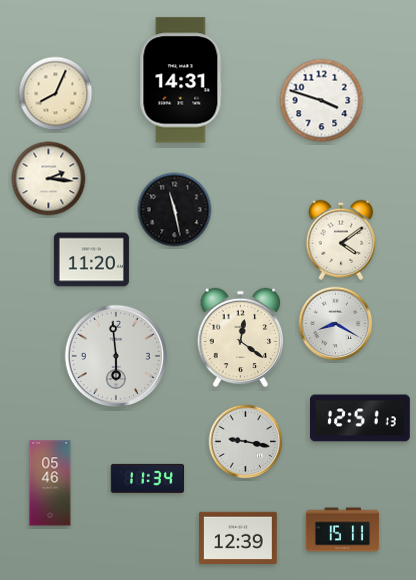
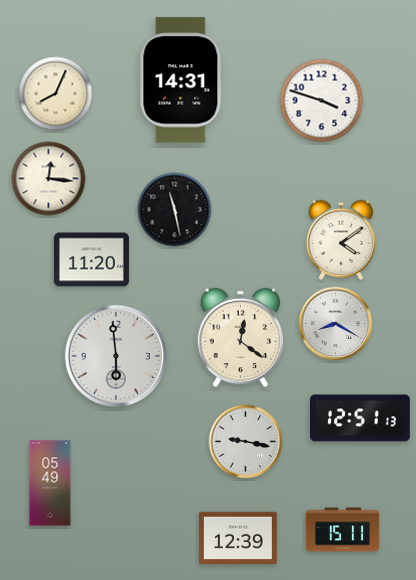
clock at (49, 179): 2:16 -> 12:16
clock at (148, 478): 11:34 -> none
clock at (50, 483): 05:46 -> 05:49
